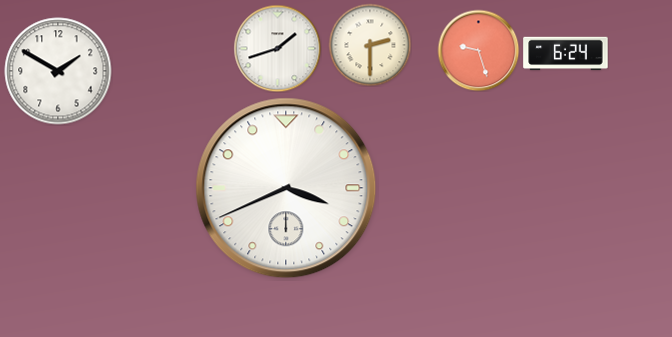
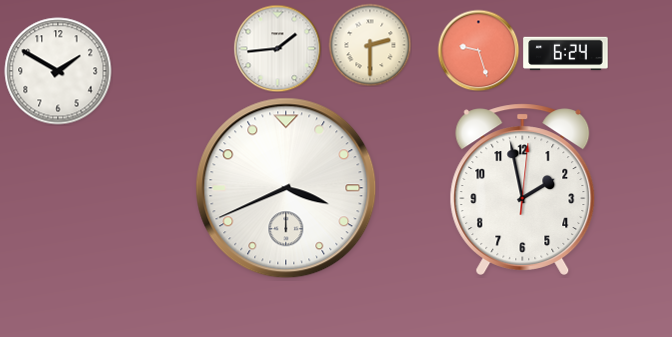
clock at (277, 48): 1:42 -> 1:44
clock at (523, 189): none -> 1:58
